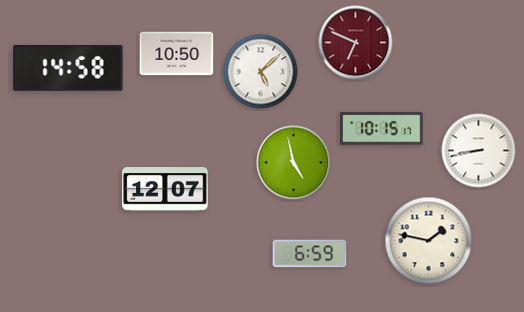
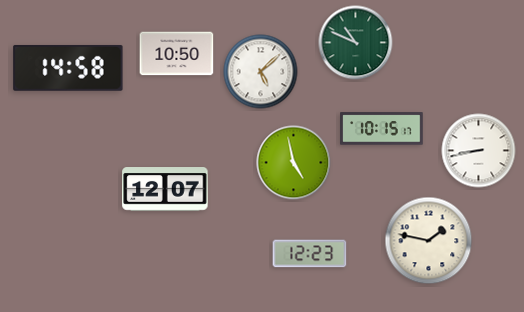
clock at (356, 43): 6:49 -> 10:49
clock at (356, 43) dial: burgundy -> green
clock at (310, 254): 6:59 -> 12:23
